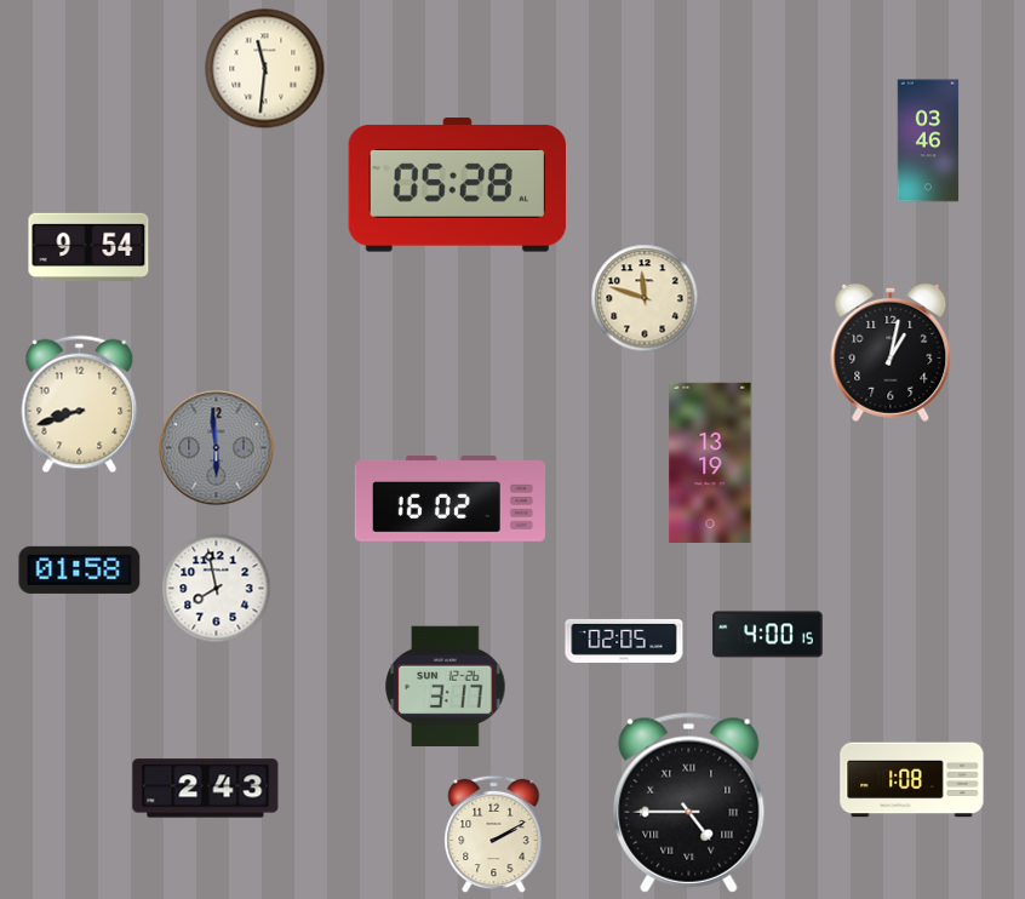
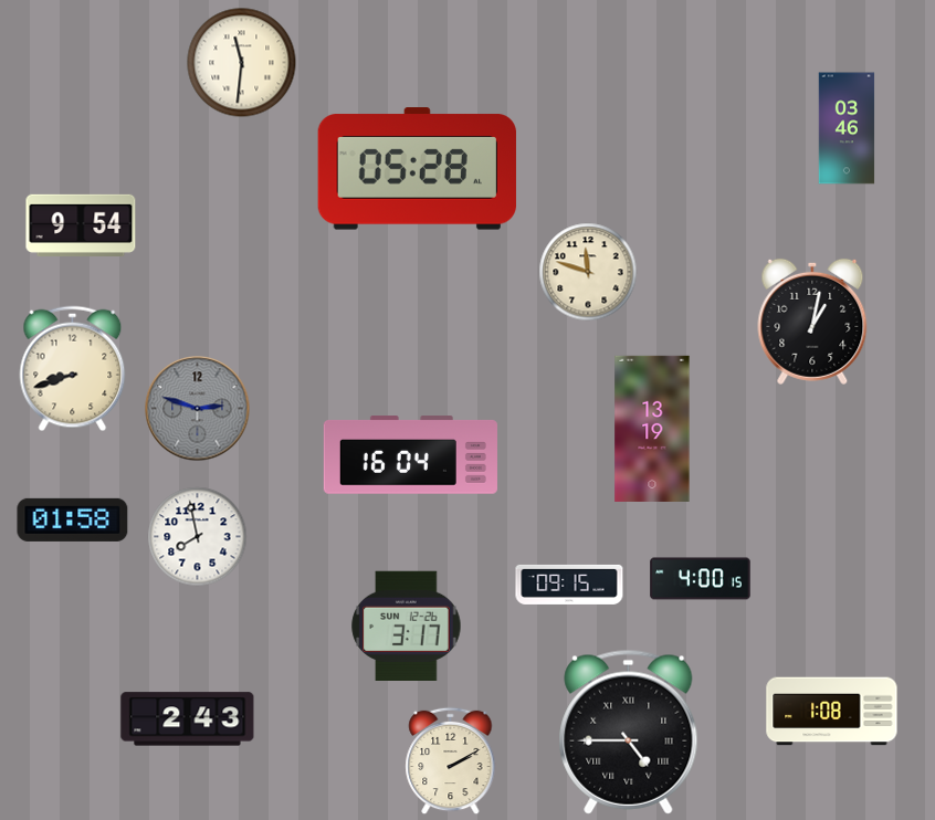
clock at (217, 448): 5:59 -> 2:48
clock at (710, 463) position: (710, 463) -> (652, 429)
clock at (449, 499): 16:02 -> 16:04
clock at (624, 641): 02:05 -> 09:15
